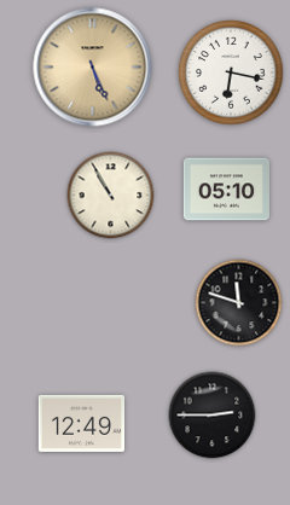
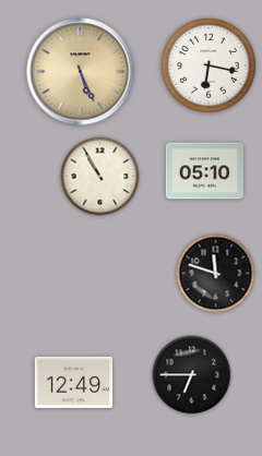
clock at (93, 68) position: (93, 68) -> (81, 72)
clock at (213, 416): 2:45 -> 6:45
